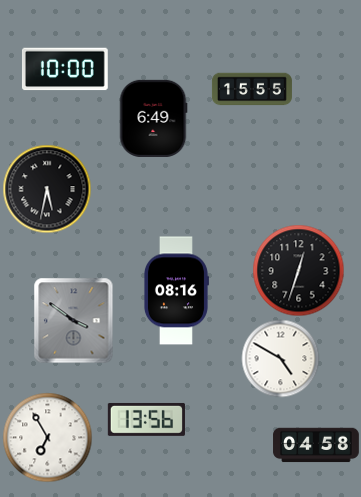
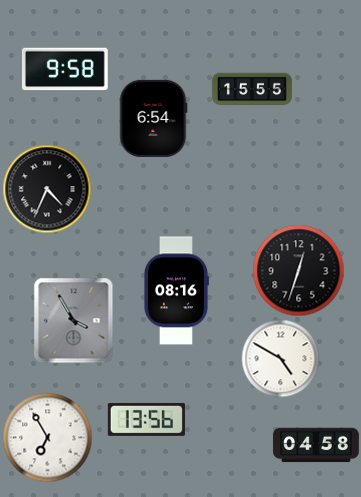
clock at (65, 69): 10:00 -> 9:58
clock at (153, 118): 6:49 -> 6:54
clock at (47, 189): 5:32 -> 4:34
clock at (74, 320): 3:51 -> 3:55
